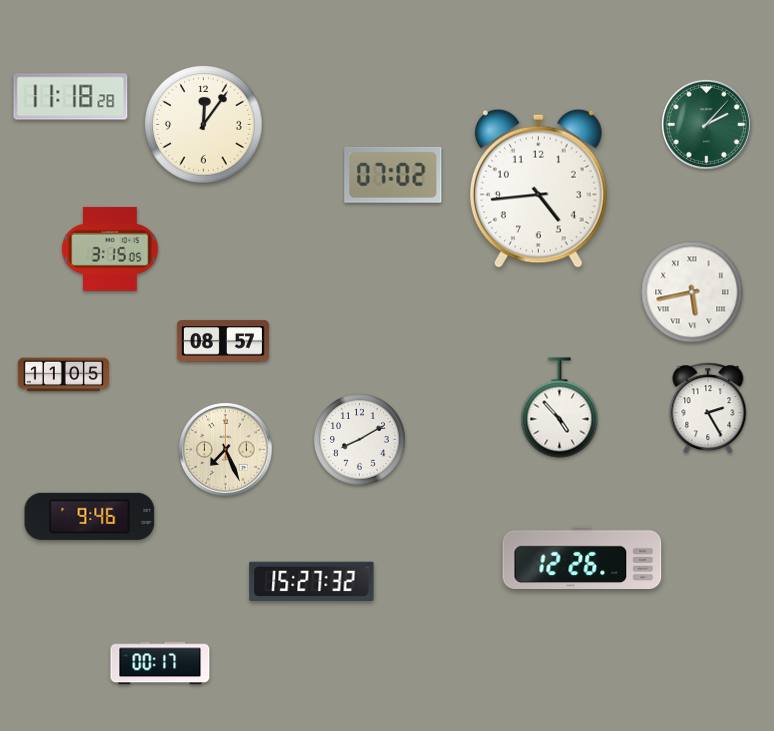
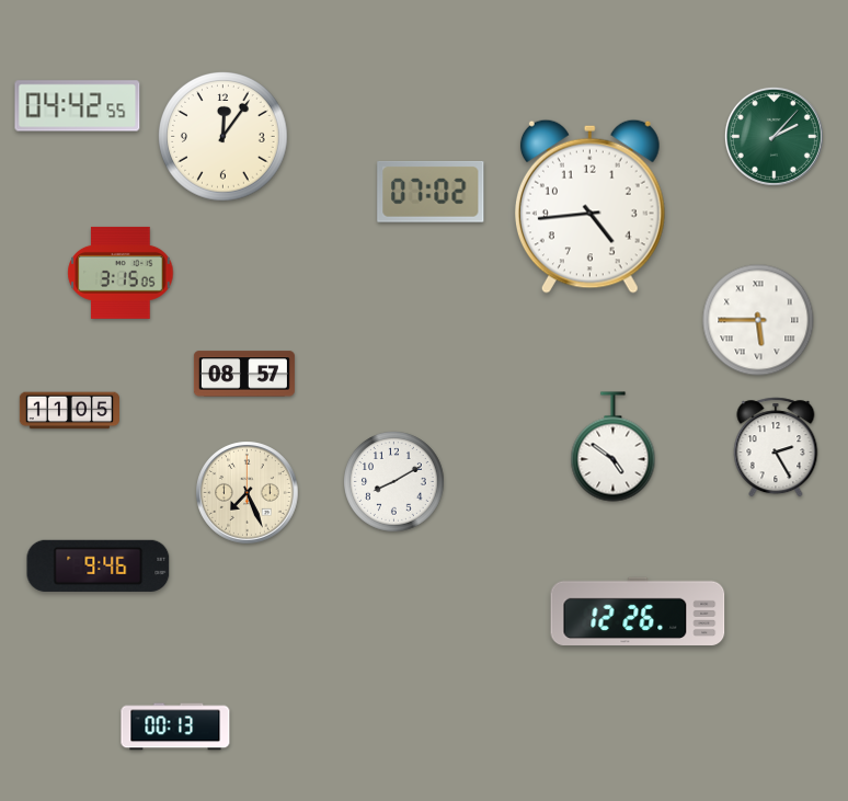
clock at (71, 97): 11:18 -> 04:42
clock at (692, 292): 5:43 -> 5:45
clock at (560, 408): 4:53 -> 4:51
clock at (312, 581): 15:27 -> none
clock at (160, 663): 00:17 -> 00:13
